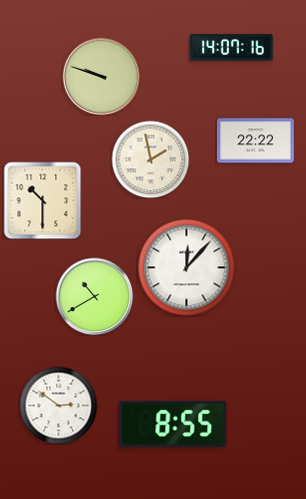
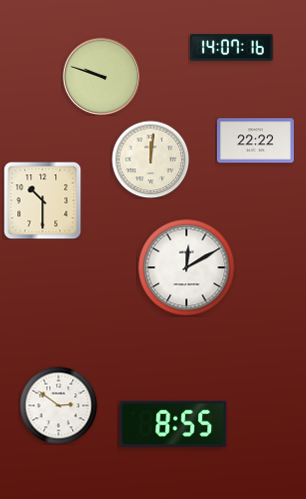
clock at (150, 159): 1:58 -> 12:01
clock at (186, 267): 12:07 -> 12:10
clock at (94, 296): 10:40 -> none
